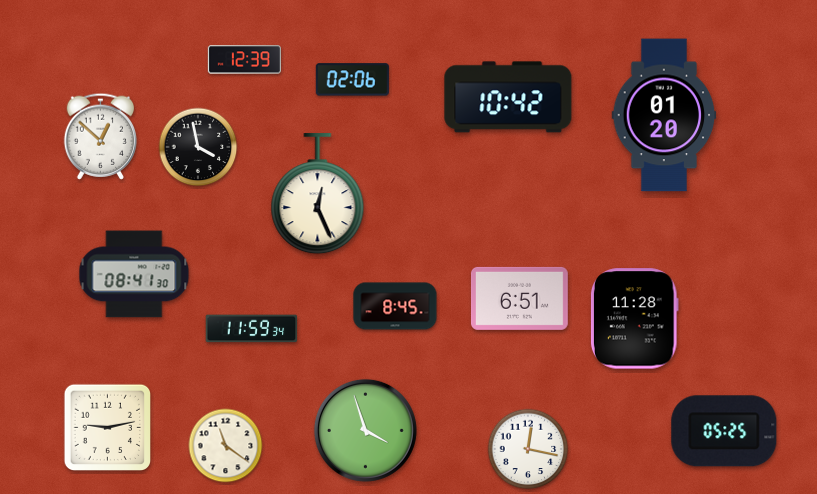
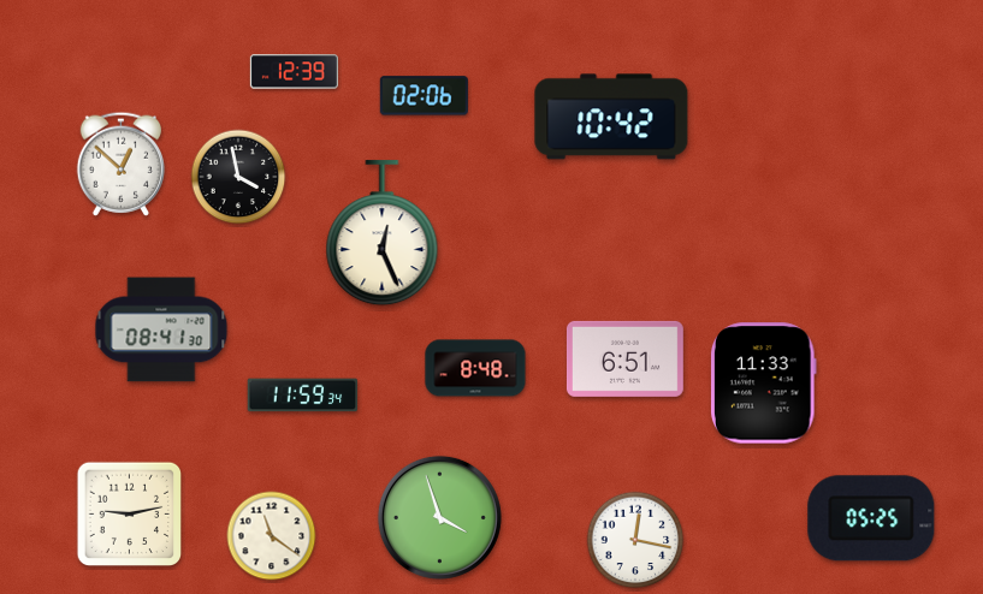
clock at (664, 115): 01:20 -> none
clock at (395, 306): 8:45 -> 8:48
clock at (634, 319): 11:28 -> 11:33
